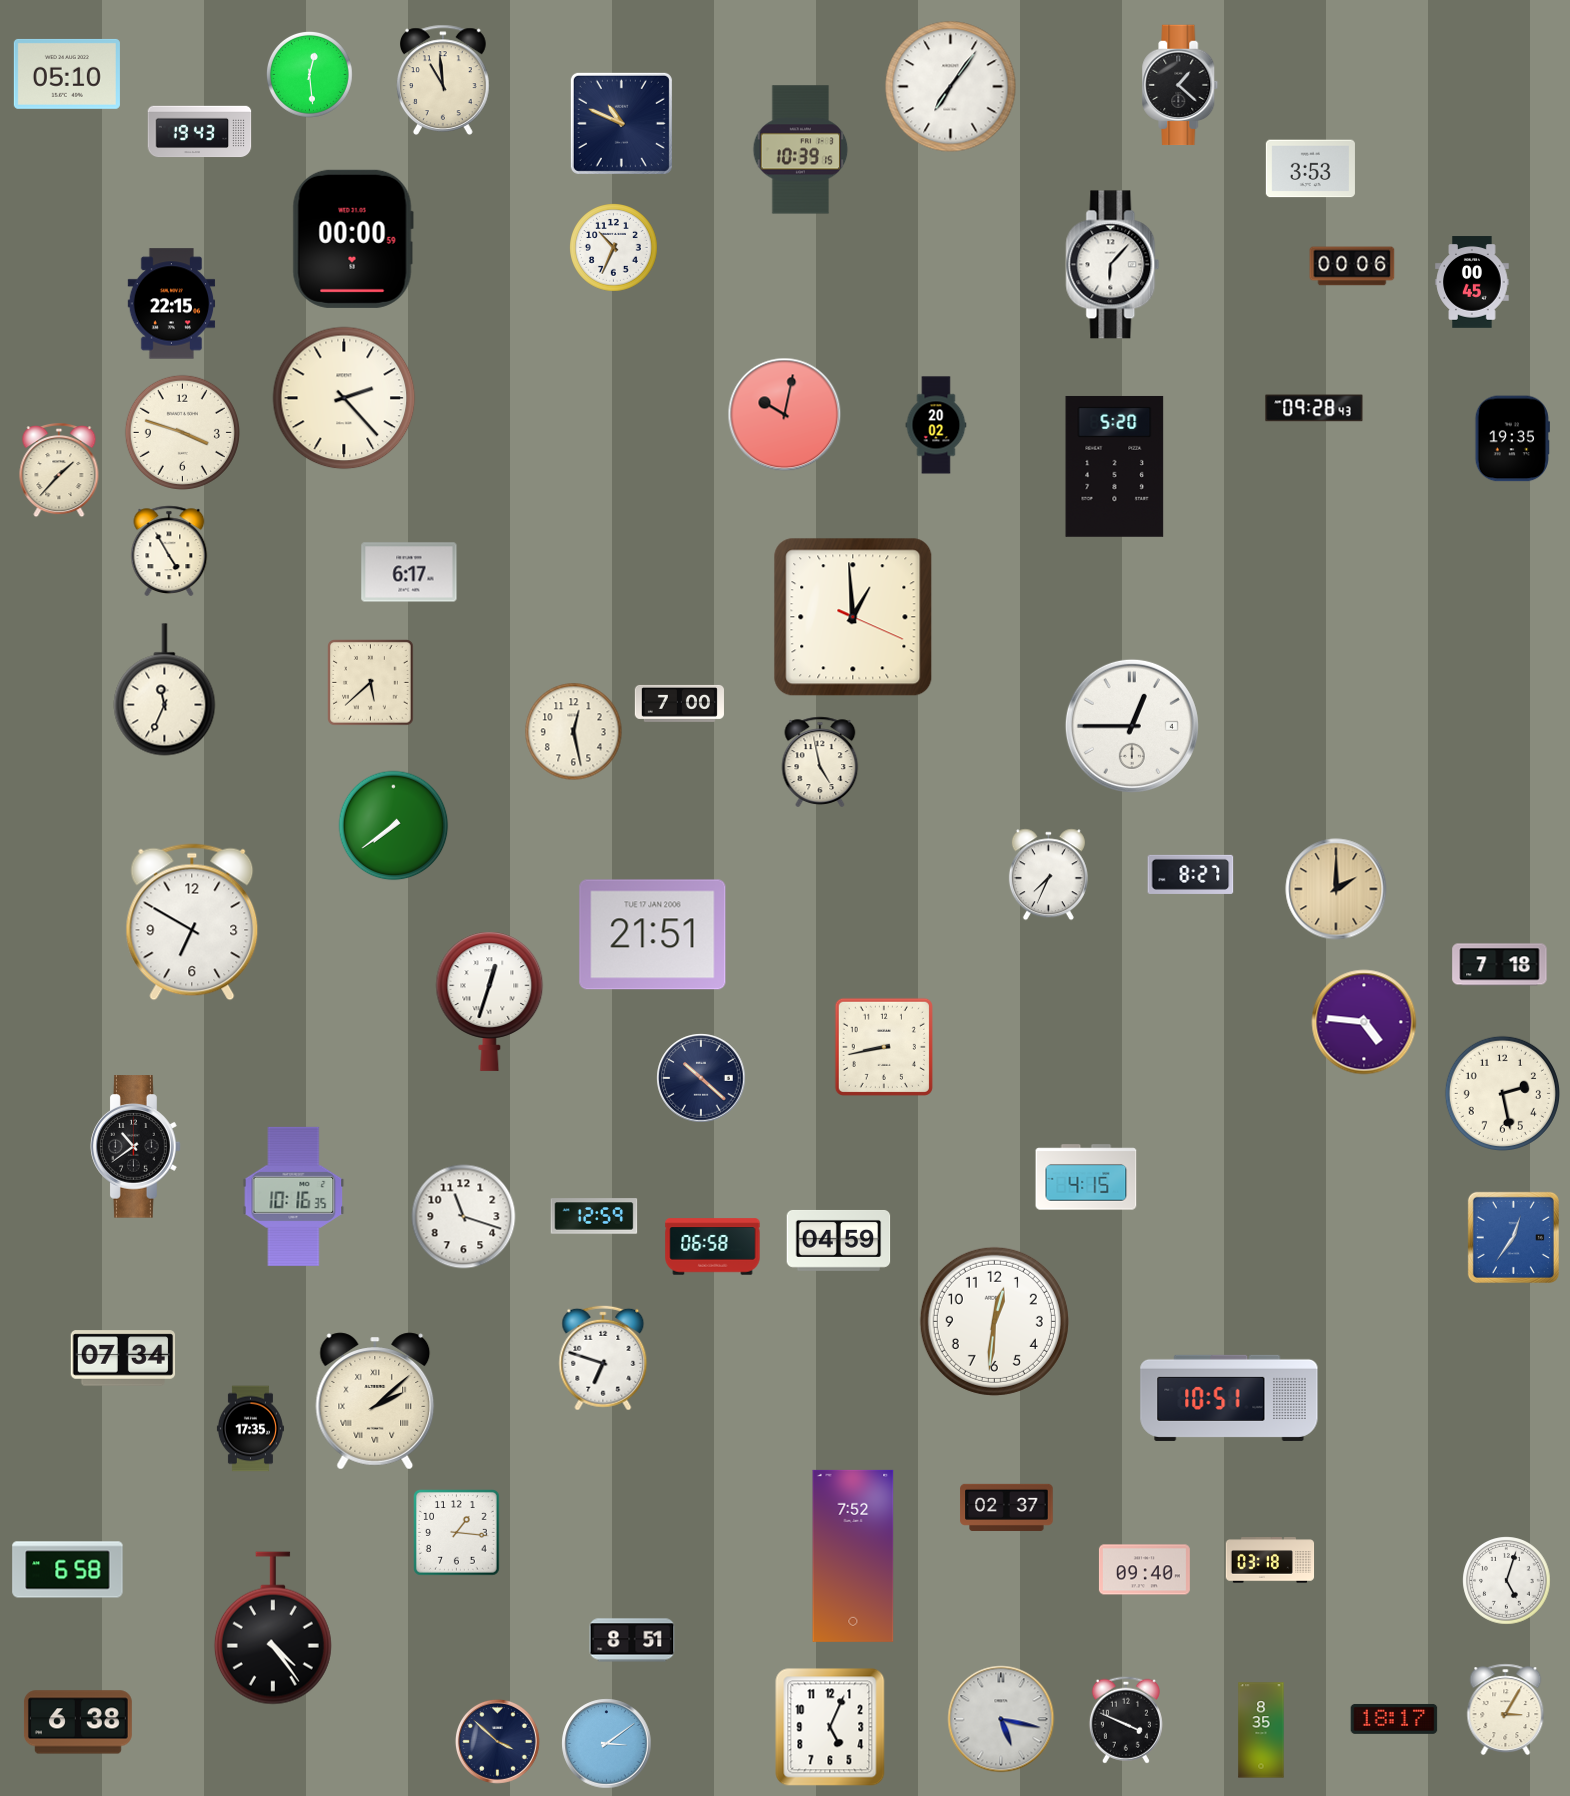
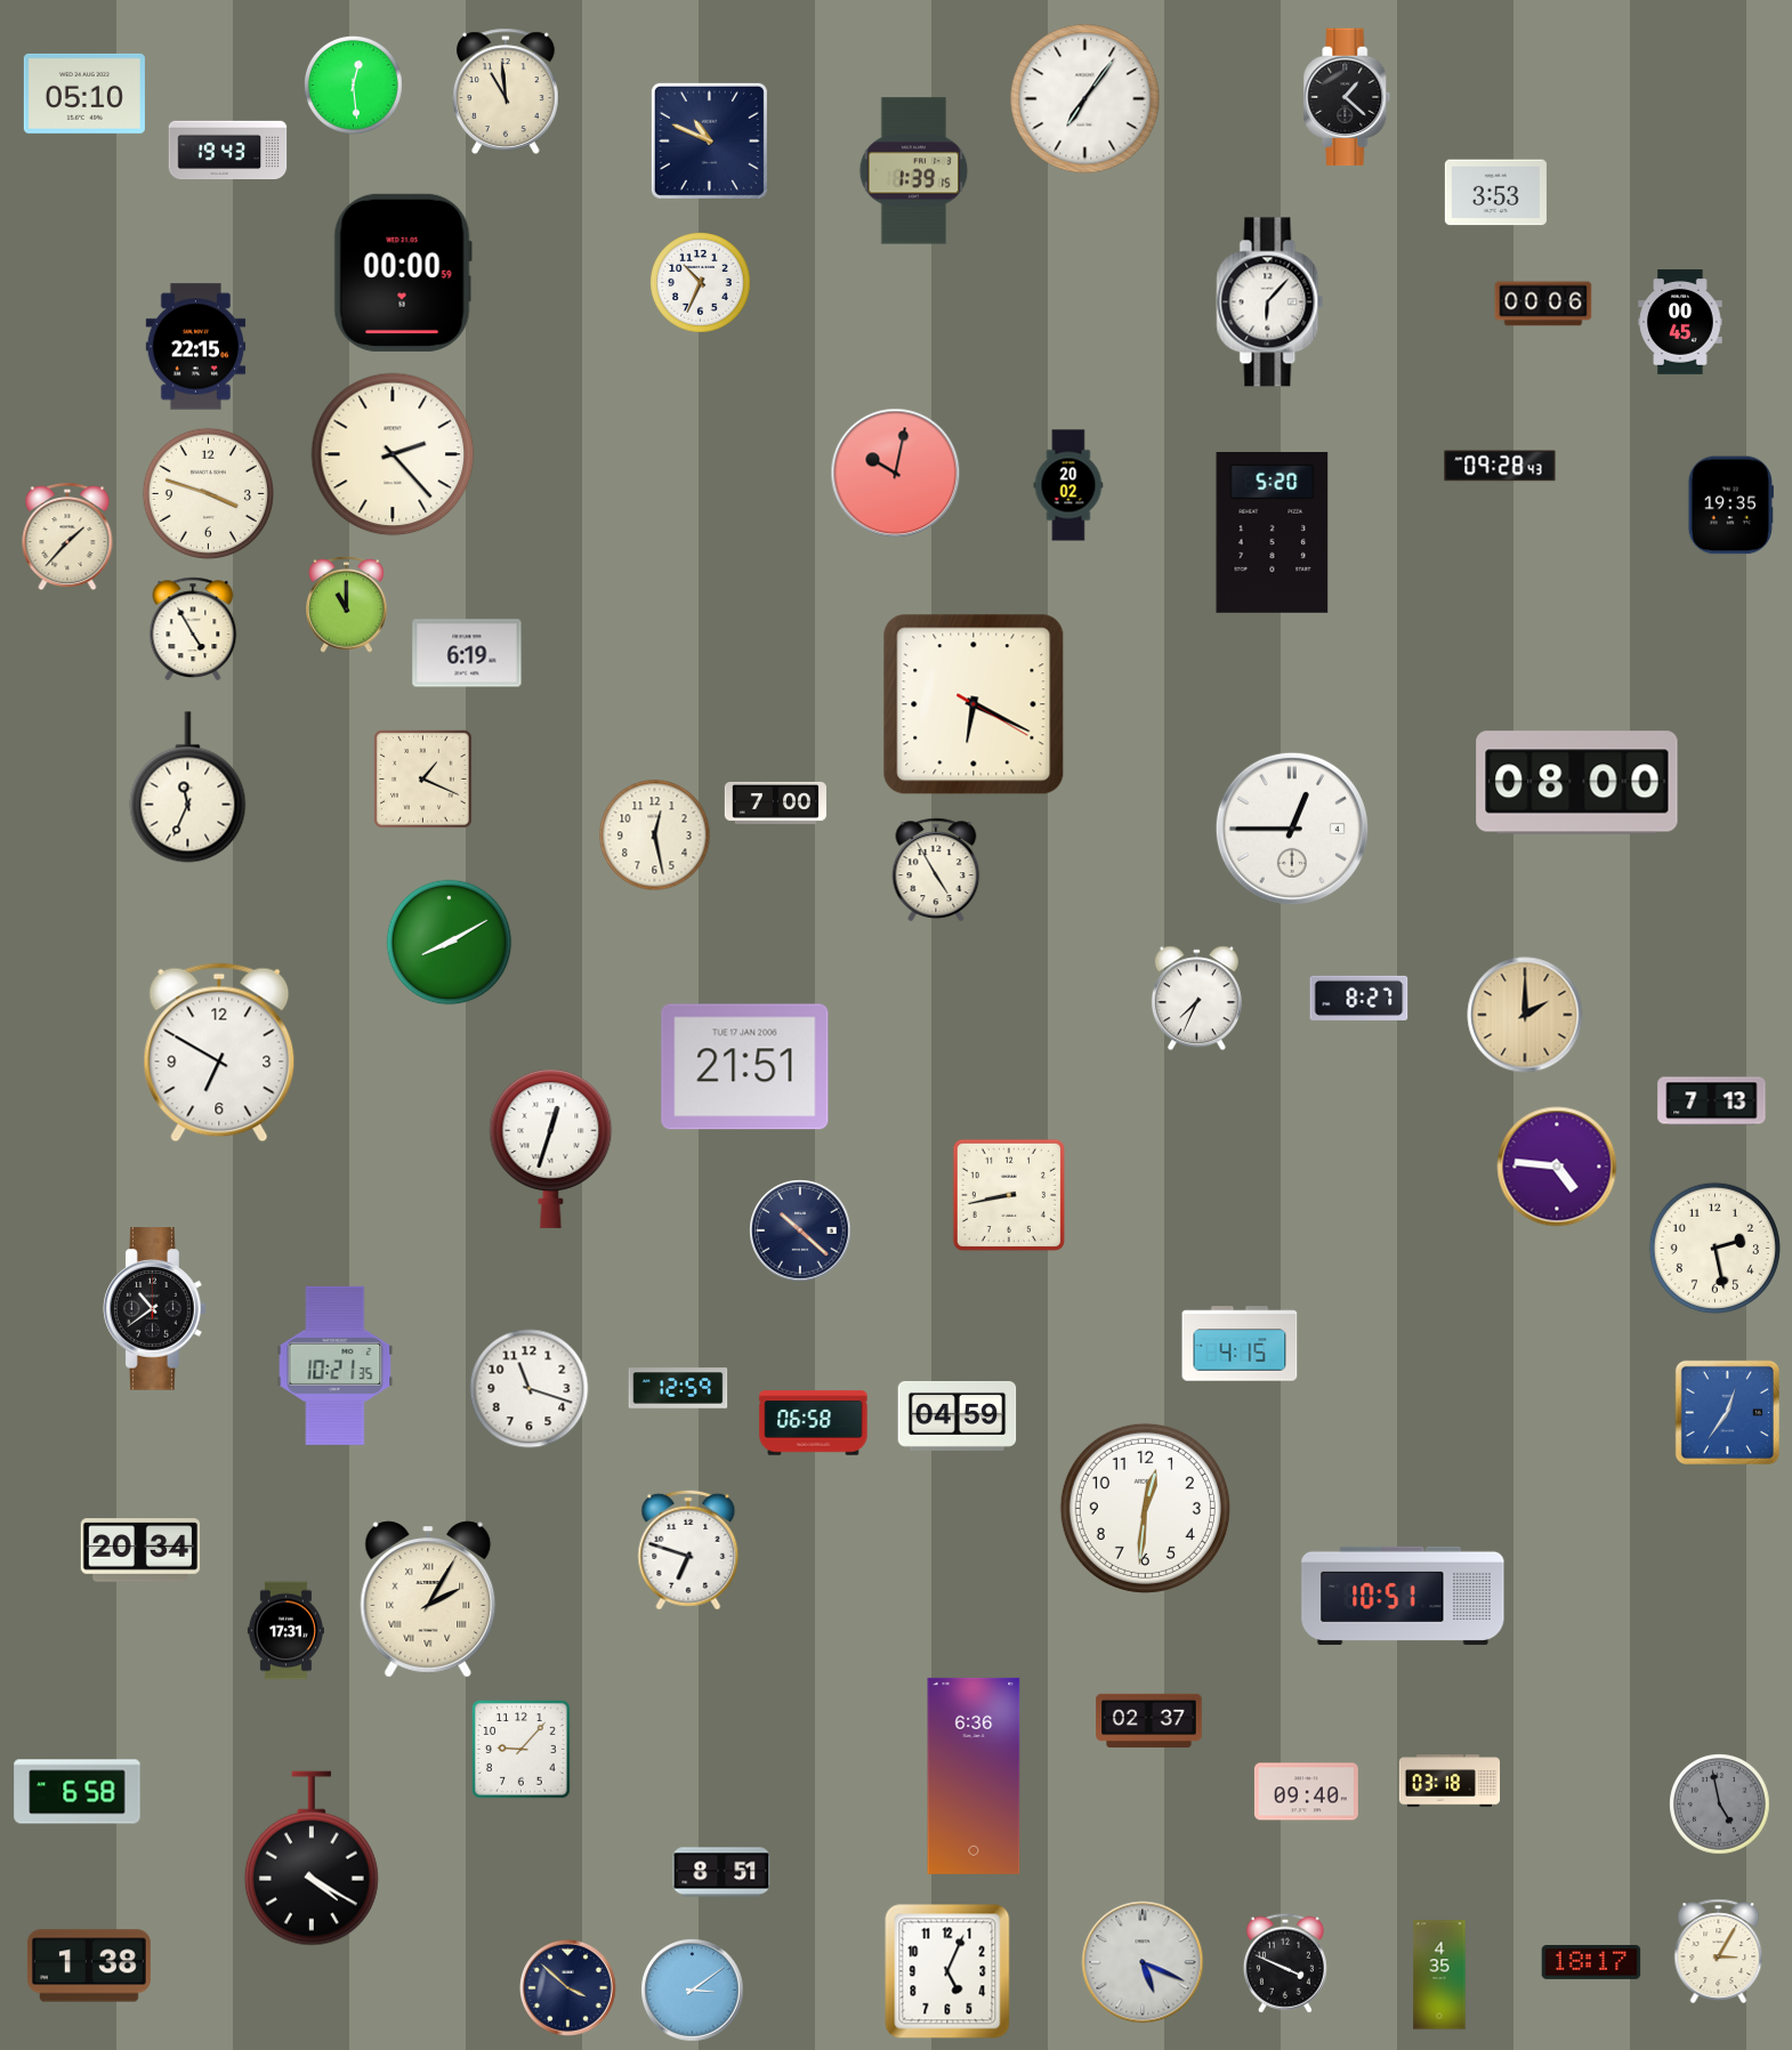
clock at (67, 74) position: (67, 74) -> (84, 94)
clock at (801, 150): 10:39 -> 1:39
clock at (1512, 439) position: (1512, 439) -> (1730, 506)
clock at (347, 604): none -> 11:00
clock at (409, 572): 6:17 -> 6:19
clock at (853, 617): 12:59 -> 6:19
clock at (371, 683): 5:38 -> 1:19
clock at (1577, 783): none -> 08:00
clock at (820, 761): 4:58 -> 4:55
clock at (394, 826): 7:39 -> 8:10
clock at (1500, 965): 7:18 -> 7:13
clock at (490, 1001) position: (490, 1001) -> (551, 1148)
clock at (294, 1196): 10:16 -> 10:21
clock at (994, 1321) position: (994, 1321) -> (1145, 1508)
clock at (123, 1358): 07:34 -> 20:34
clock at (375, 1401): 2:08 -> 2:05
clock at (250, 1429): 17:35 -> 17:31
clock at (457, 1533): 1:16 -> 9:07
clock at (853, 1556): 7:52 -> 6:36
clock at (1507, 1581): 5:03 -> 4:58
clock at (1507, 1581) dial: white -> grey
clock at (273, 1628): 4:24 -> 4:20
clock at (1001, 1719): 5:17 -> 5:19
clock at (78, 1722): 6:38 -> 1:38
clock at (1261, 1730): 8:35 -> 4:35
